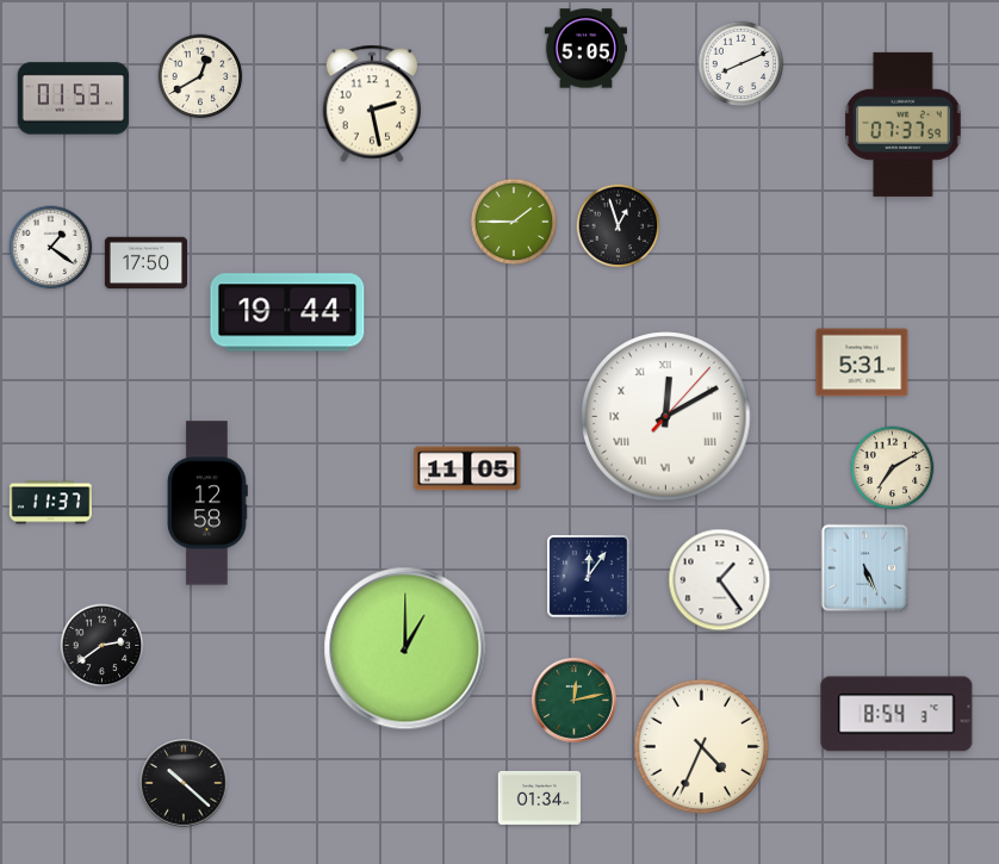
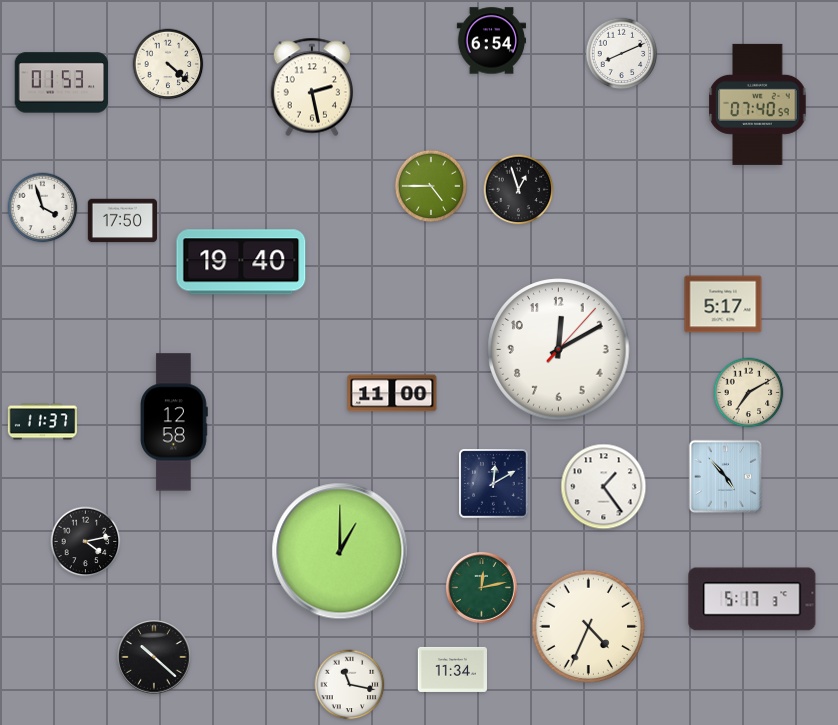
clock at (585, 49): 5:05 -> 6:54
clock at (200, 76): 12:40 -> 4:22
clock at (904, 124): 07:37 -> 07:40
clock at (514, 222): 1:45 -> 4:45
clock at (51, 248): 1:21 -> 3:57
clock at (287, 312): 19:44 -> 19:40
clock at (862, 362): 5:31 -> 5:17
clock at (666, 417) numerals: Roman -> Arabic
clock at (467, 468): 11:05 -> 11:00
clock at (865, 568): 5:26 -> 4:53
clock at (589, 577): 12:06 -> 12:10
clock at (103, 646): 2:39 -> 4:13
clock at (405, 648) position: (405, 648) -> (340, 551)
clock at (896, 714): 8:54 -> 5:17
clock at (539, 797): 01:34 -> 11:34
clock at (350, 685): none -> 11:17
